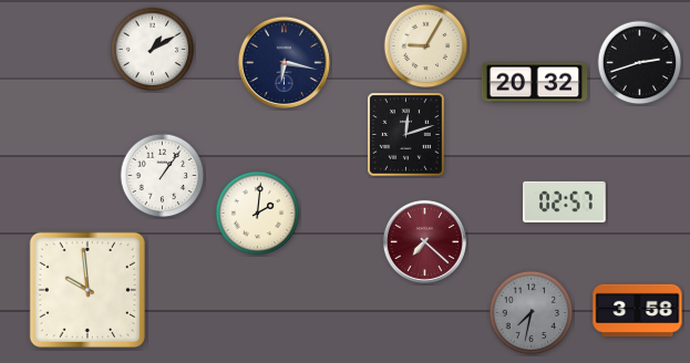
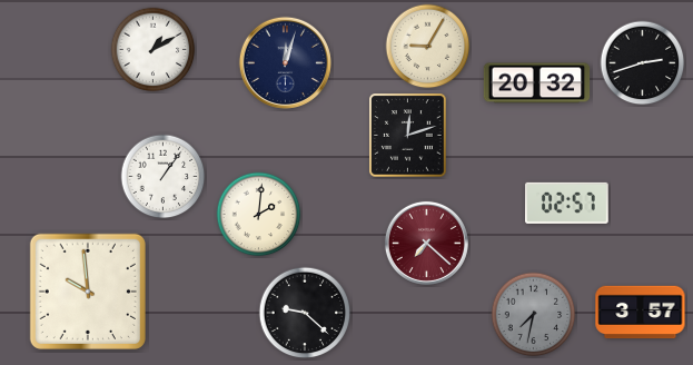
clock at (284, 62): 6:17 -> 12:03
clock at (305, 313): none -> 9:22
clock at (638, 311): 3:58 -> 3:57
